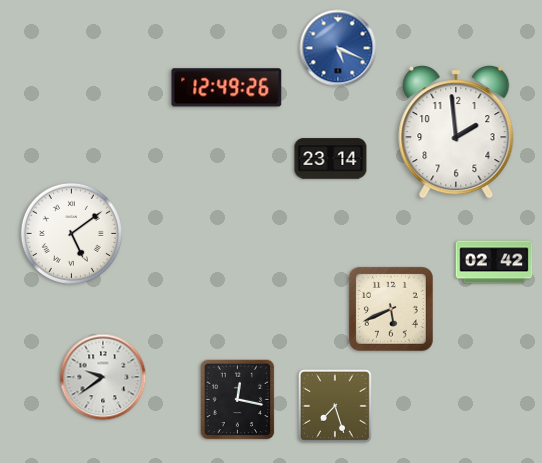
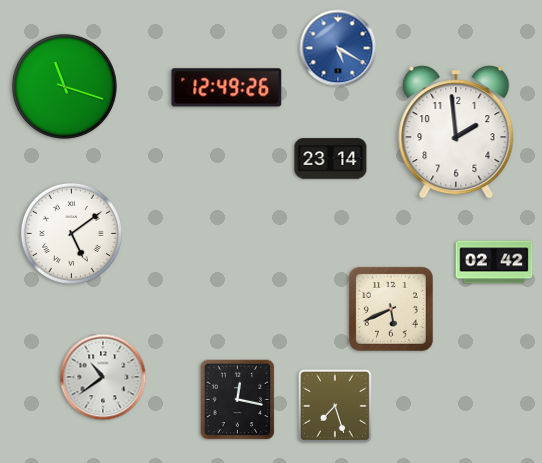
clock at (338, 48): 5:19 -> 5:20
clock at (64, 86): none -> 11:18
clock at (103, 377): 9:39 -> 10:39
